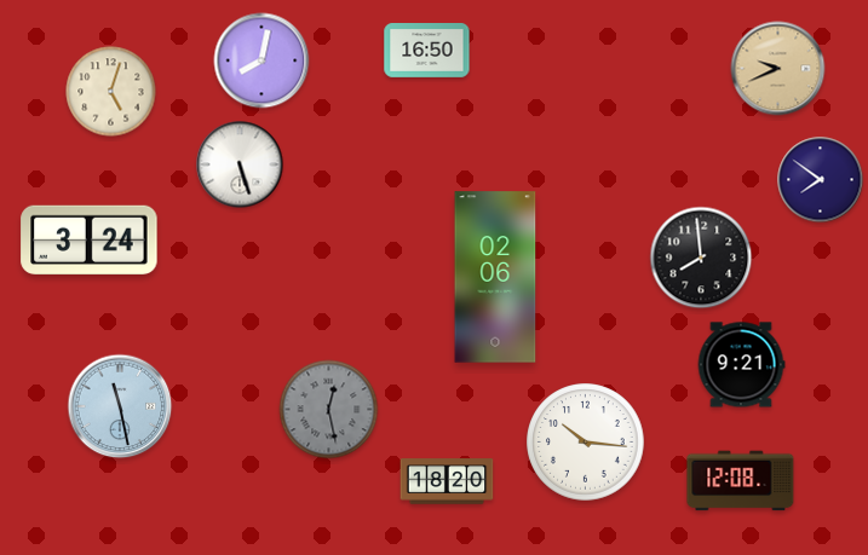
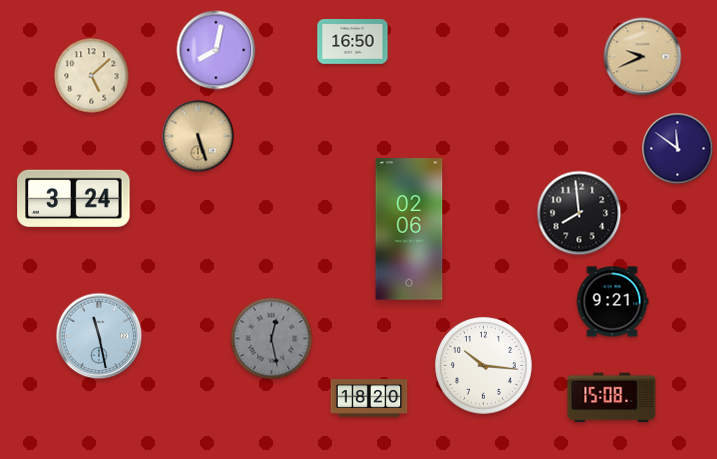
clock at (111, 92): 5:03 -> 5:08
clock at (240, 164) dial: white -> champagne
clock at (821, 180): 7:51 -> 11:51
clock at (741, 481): 12:08 -> 15:08
